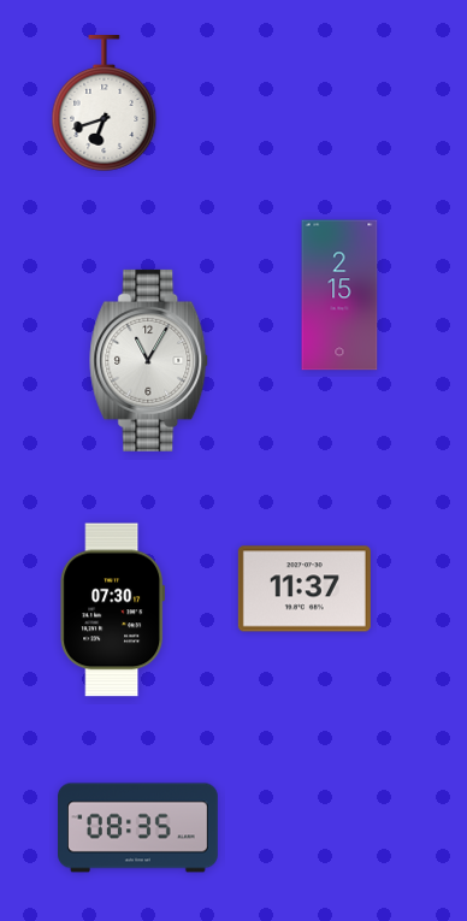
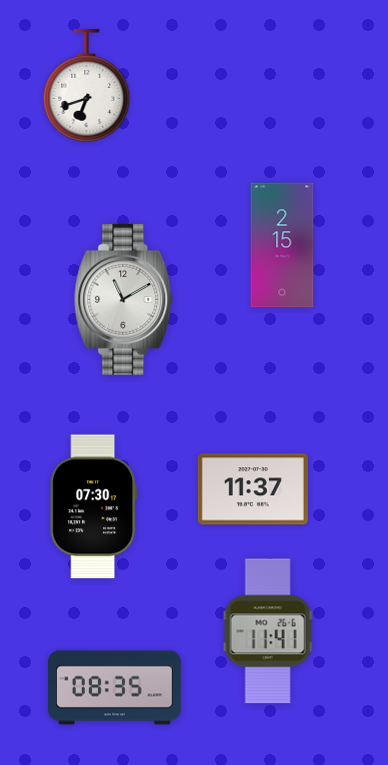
clock at (149, 360): 11:05 -> 11:10
clock at (268, 631): none -> 11:41
